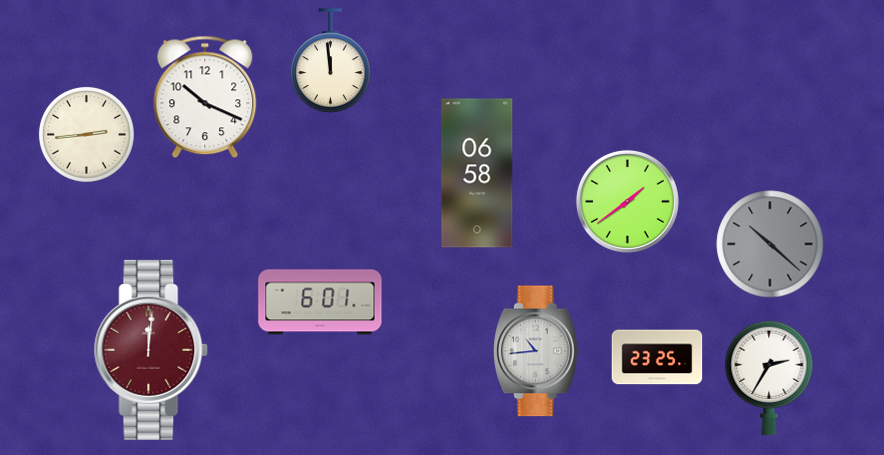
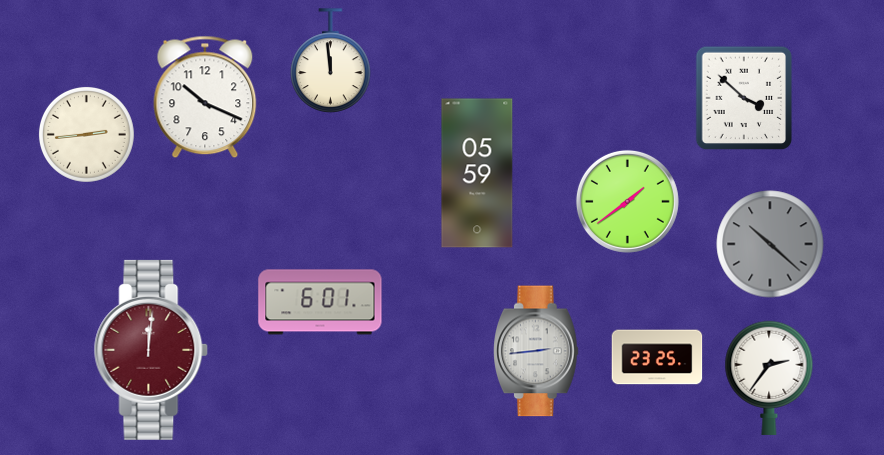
clock at (744, 98): none -> 3:52
clock at (477, 173): 06:58 -> 05:59
clock at (537, 351): 10:44 -> 2:44
clock at (769, 378): 2:35 -> 2:36
